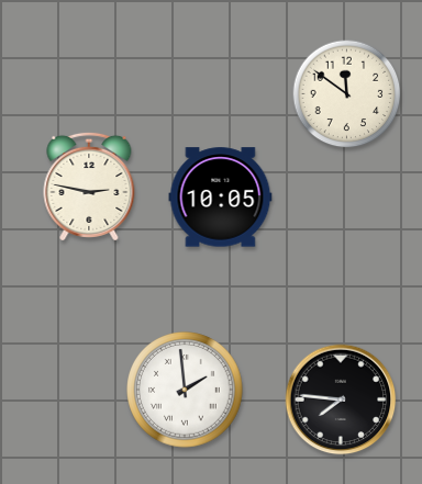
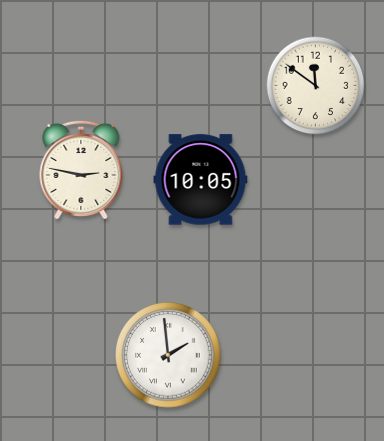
clock at (341, 399): 7:46 -> none
